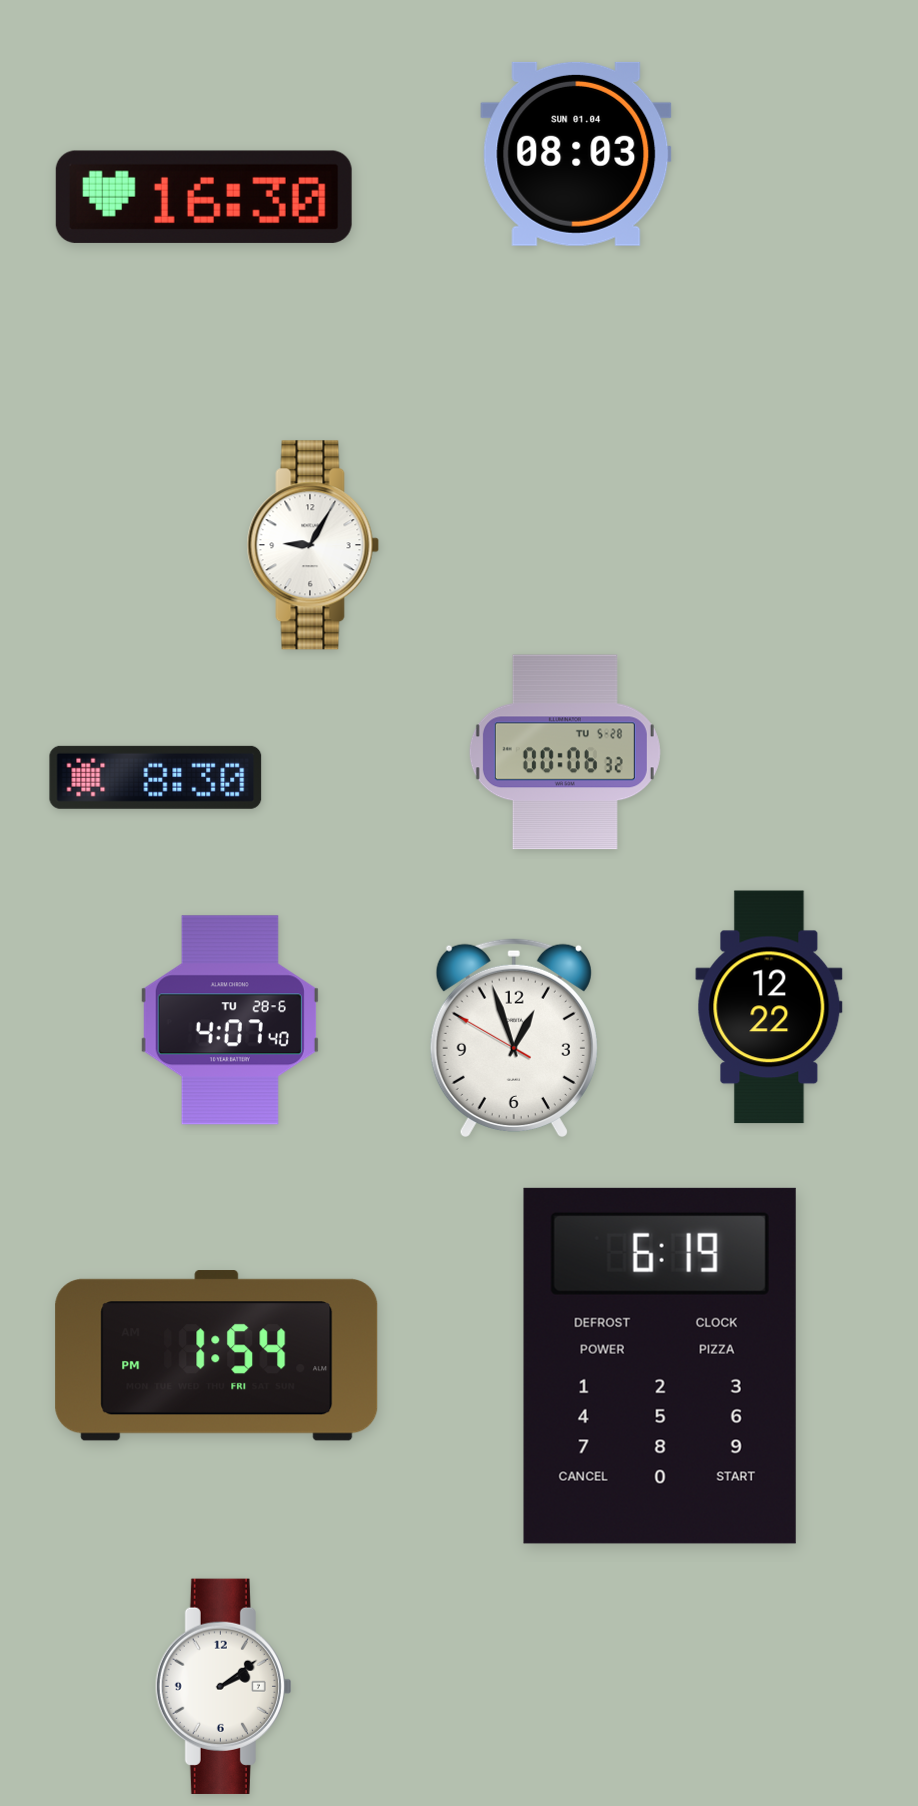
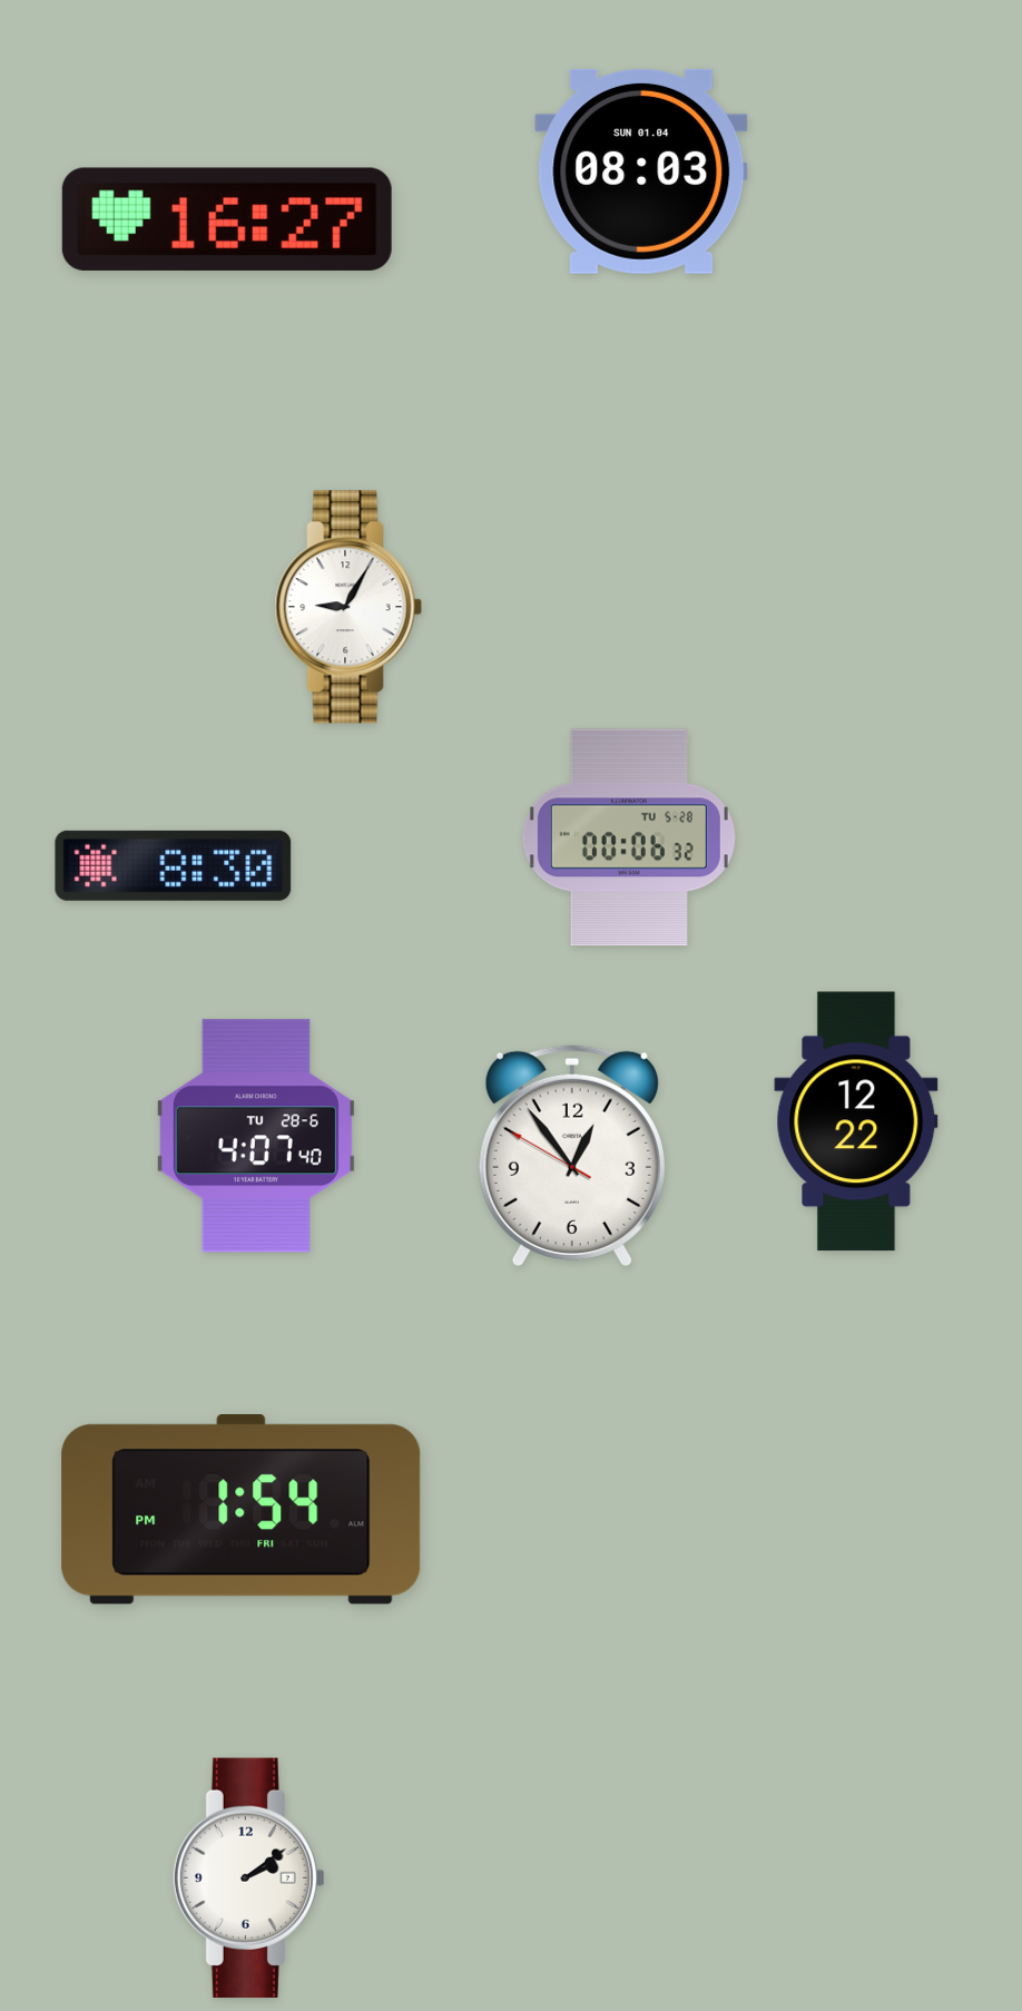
clock at (204, 197): 16:30 -> 16:27
clock at (514, 1037): 12:56 -> 12:53
clock at (660, 1366): 6:19 -> none
